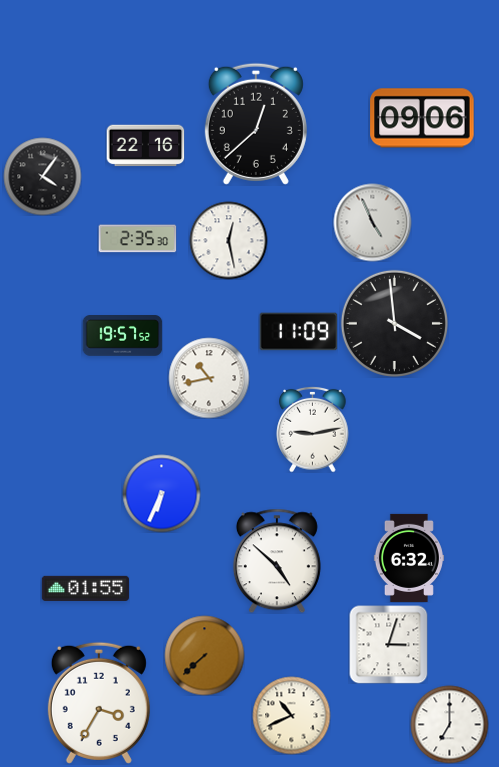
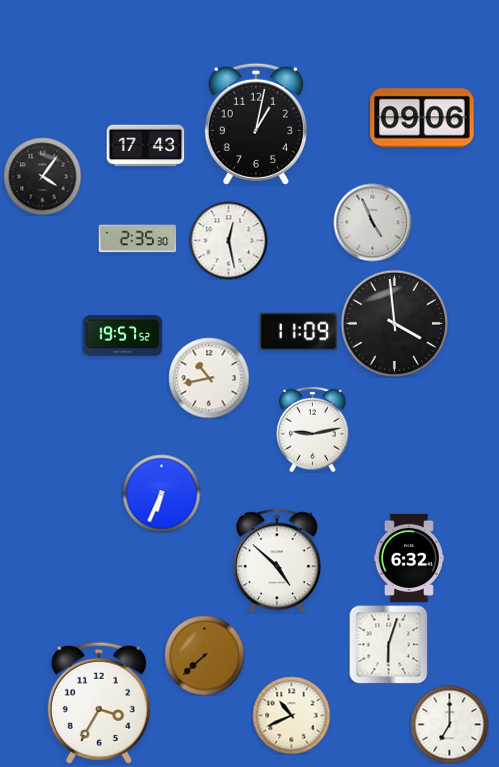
clock at (256, 124): 12:38 -> 1:02
clock at (145, 146): 22:16 -> 17:43
clock at (85, 588): 01:55 -> none
clock at (388, 644): 3:03 -> 6:03
